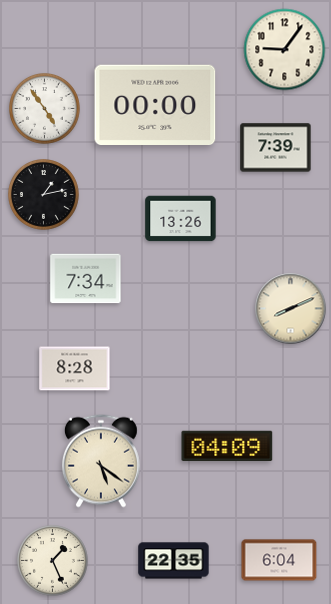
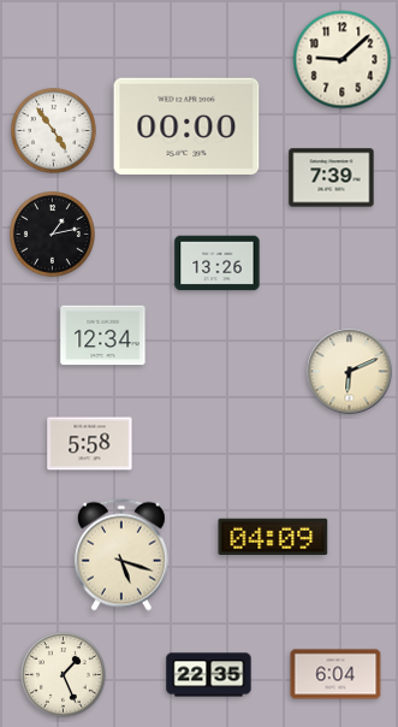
clock at (285, 50): 9:06 -> 9:08
clock at (86, 279): 7:34 -> 12:34
clock at (291, 309): 8:11 -> 6:11
clock at (75, 369): 8:28 -> 5:58
clock at (101, 461): 5:21 -> 5:18
